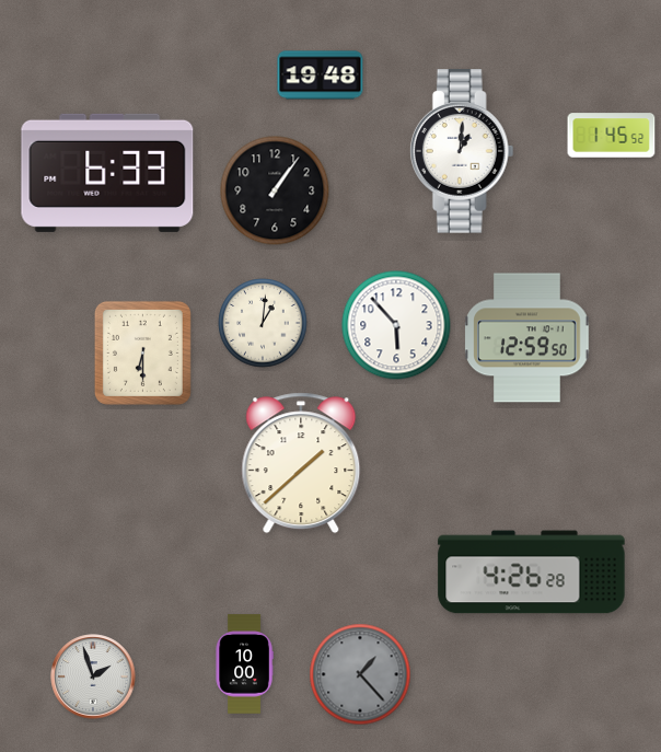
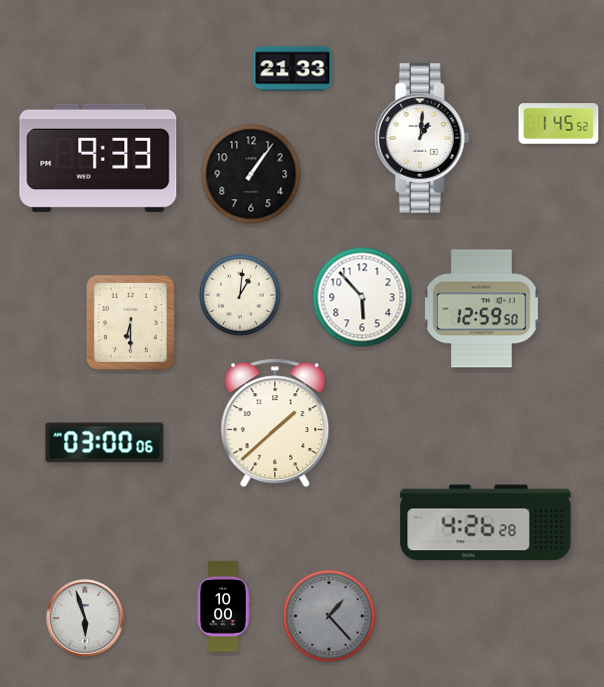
clock at (321, 76): 19:48 -> 21:33
clock at (107, 173): 6:33 -> 9:33
clock at (105, 443): none -> 03:00
clock at (93, 676): 1:57 -> 5:57
